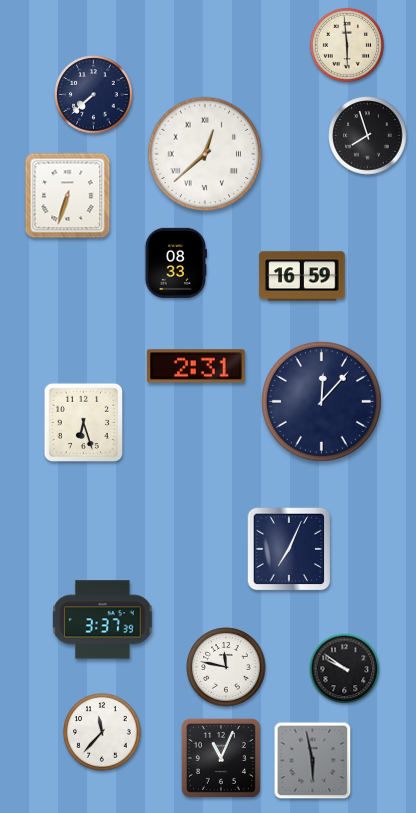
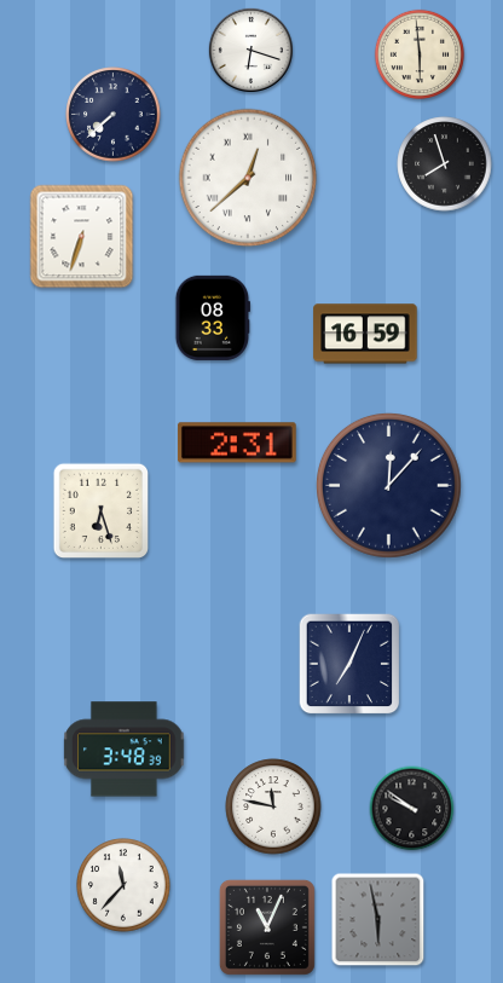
clock at (250, 50): none -> 6:18
clock at (205, 154) position: (205, 154) -> (248, 178)
clock at (103, 620): 3:37 -> 3:48
clock at (345, 669) position: (345, 669) -> (412, 809)
clock at (221, 758) position: (221, 758) -> (267, 927)
